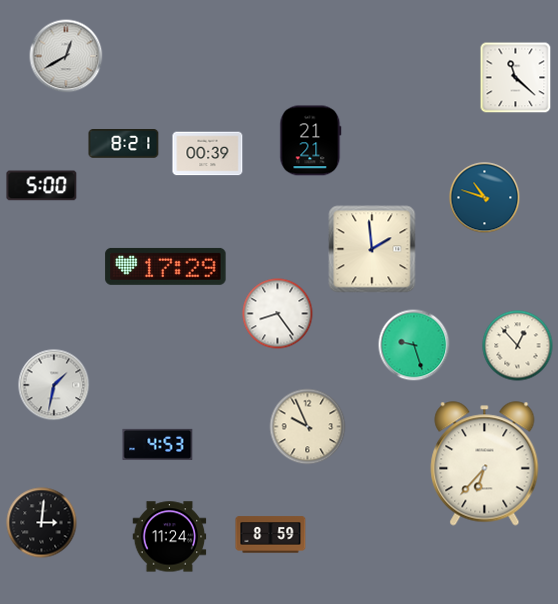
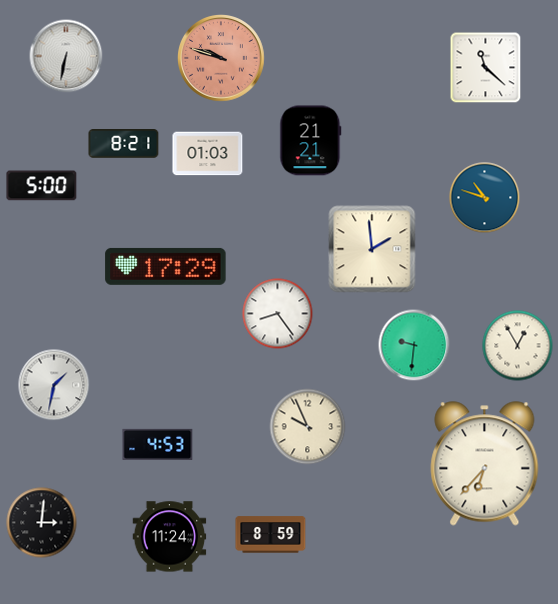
clock at (66, 56): 12:40 -> 6:32
clock at (222, 59): none -> 9:48
clock at (516, 78) position: (516, 78) -> (486, 68)
clock at (208, 154): 00:39 -> 01:03
clock at (414, 345): 9:27 -> 9:31
clock at (518, 346): 12:53 -> 12:55
